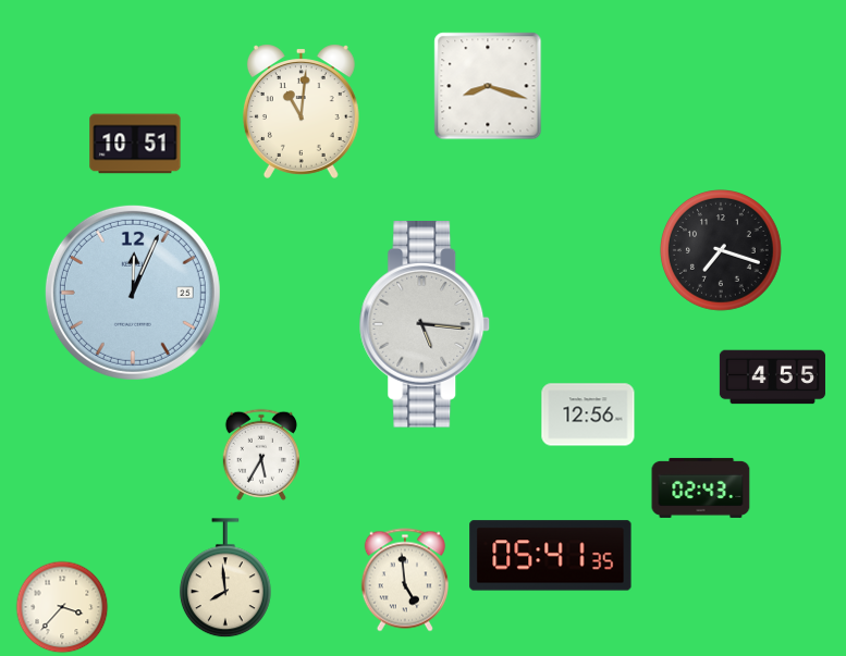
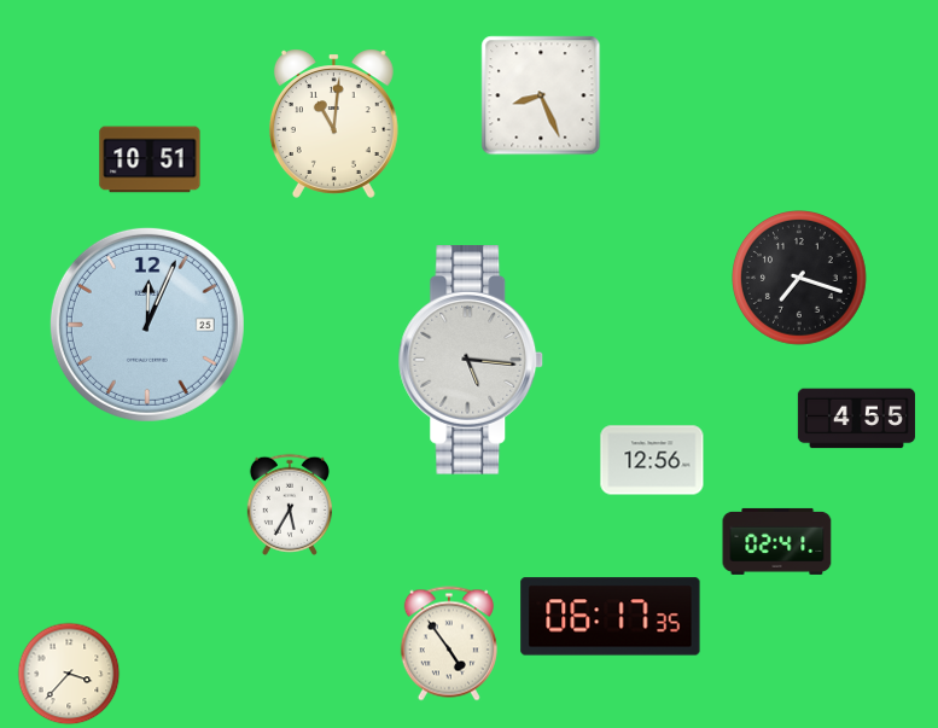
clock at (488, 86): 8:18 -> 8:26
clock at (701, 487): 02:43 -> 02:41
clock at (551, 556): 05:41 -> 06:17
clock at (225, 579): 7:59 -> none
clock at (405, 580): 4:59 -> 4:54
